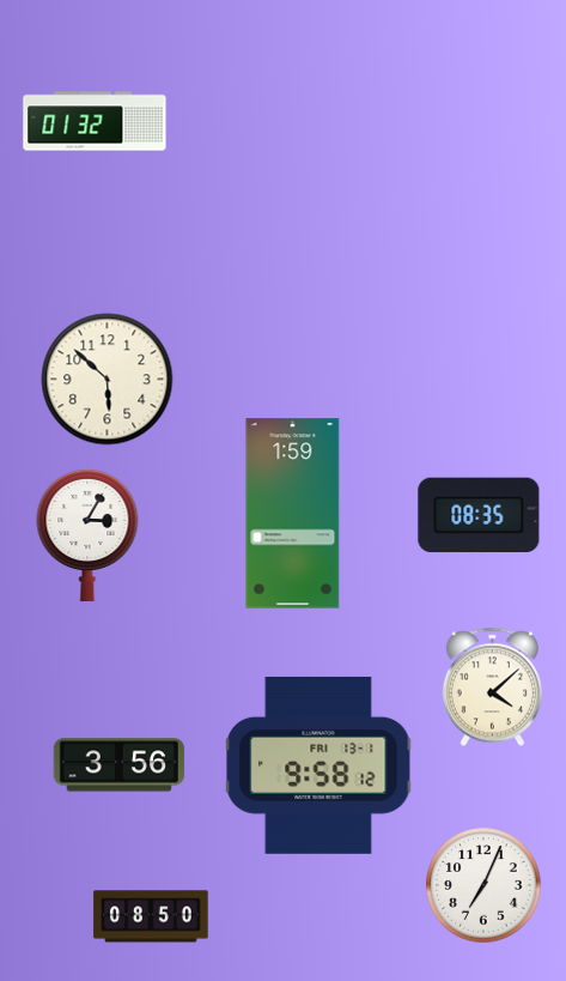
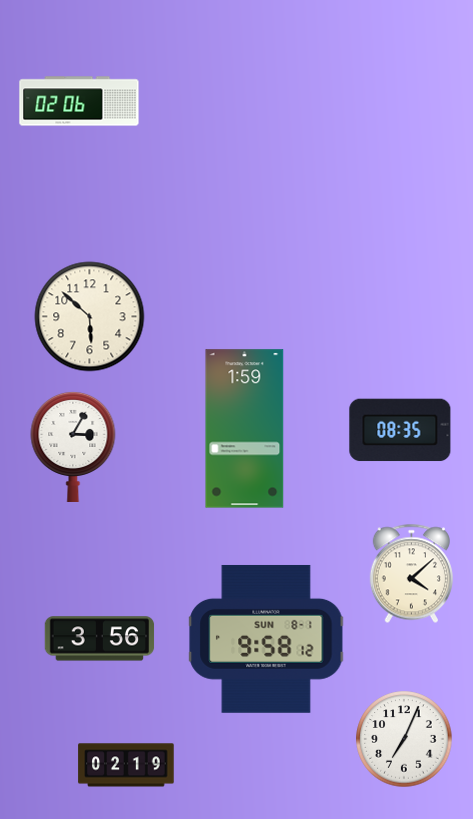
clock at (95, 121): 01:32 -> 02:06
clock at (318, 765) date: FRI 13-1 -> SUN 8-1
clock at (151, 916): 08:50 -> 02:19
